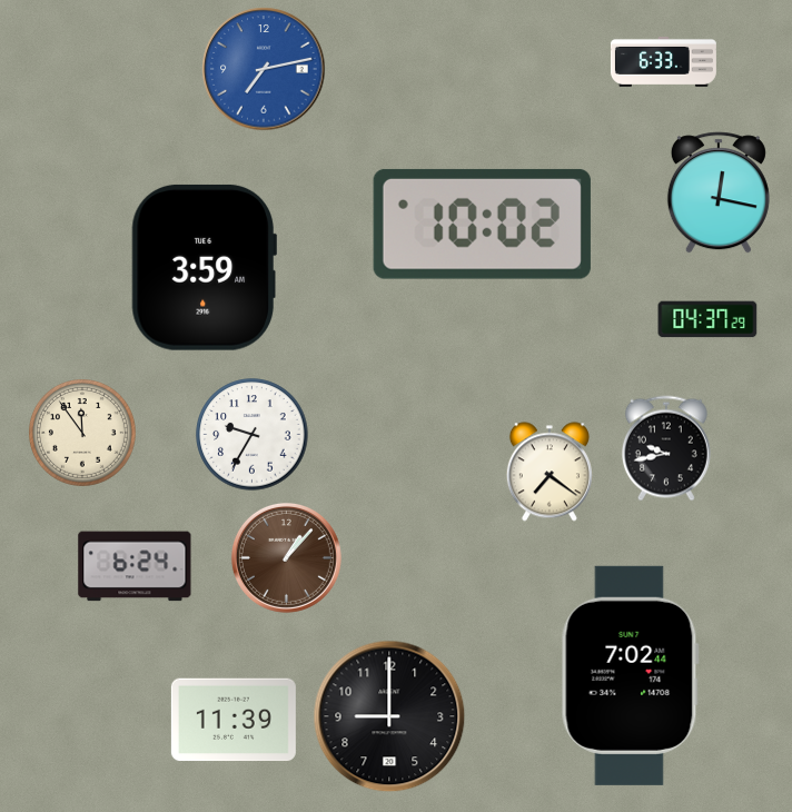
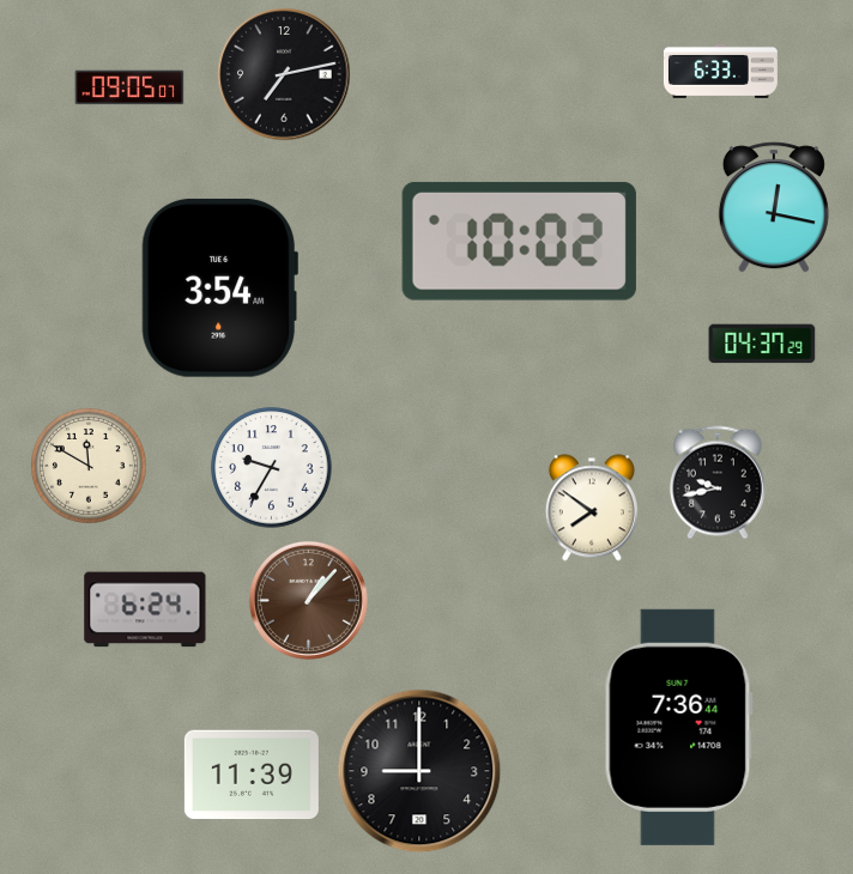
clock at (663, 61) position: (663, 61) -> (720, 71)
clock at (264, 69) dial: blue -> black
clock at (129, 87): none -> 09:05
clock at (204, 267): 3:59 -> 3:54
clock at (83, 434): 11:54 -> 11:50
clock at (550, 472): 7:21 -> 7:51
clock at (630, 675): 7:02 -> 7:36
